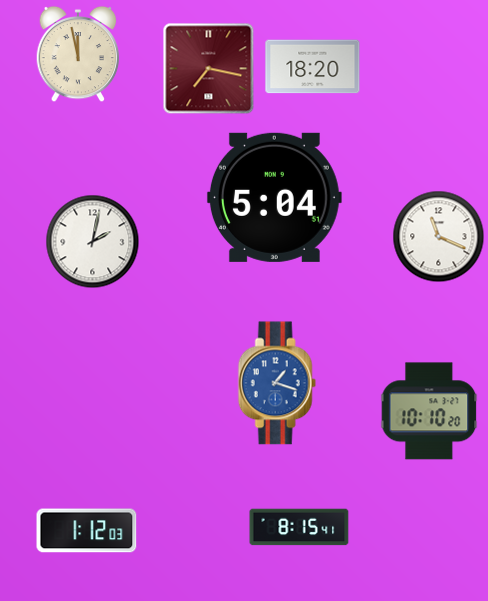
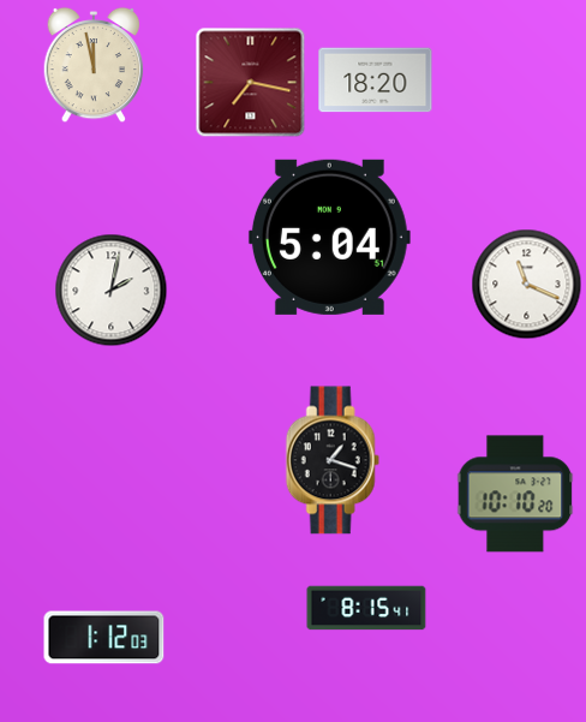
clock at (277, 383) dial: blue -> black
clock at (299, 527) position: (299, 527) -> (366, 608)
